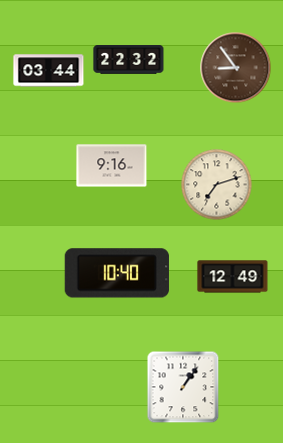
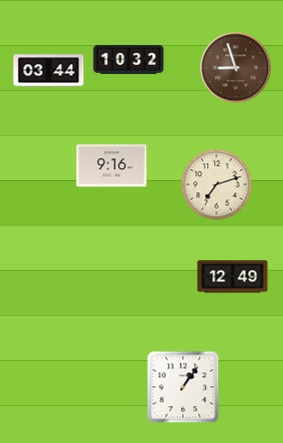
clock at (129, 60): 22:32 -> 10:32
clock at (236, 68): 8:54 -> 8:57
clock at (117, 273): 10:40 -> none
